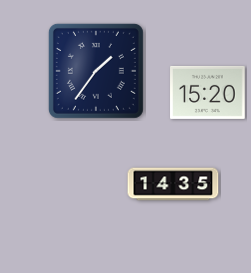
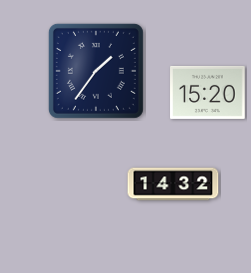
clock at (173, 184): 14:35 -> 14:32
